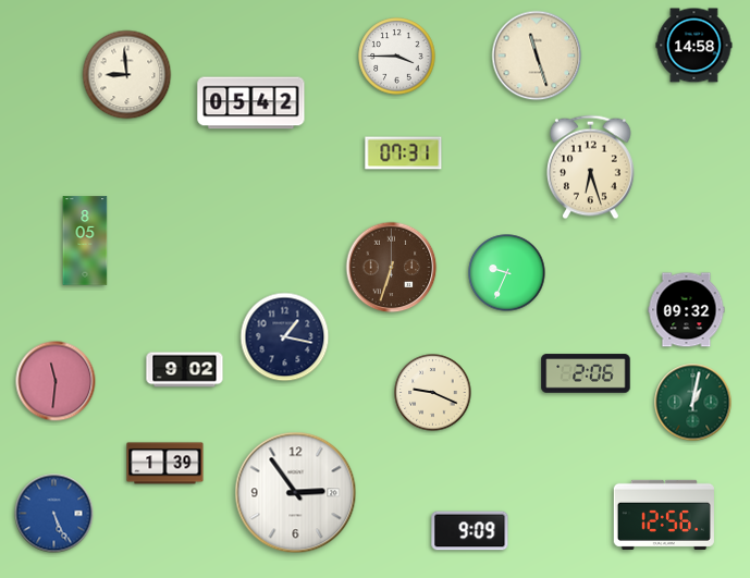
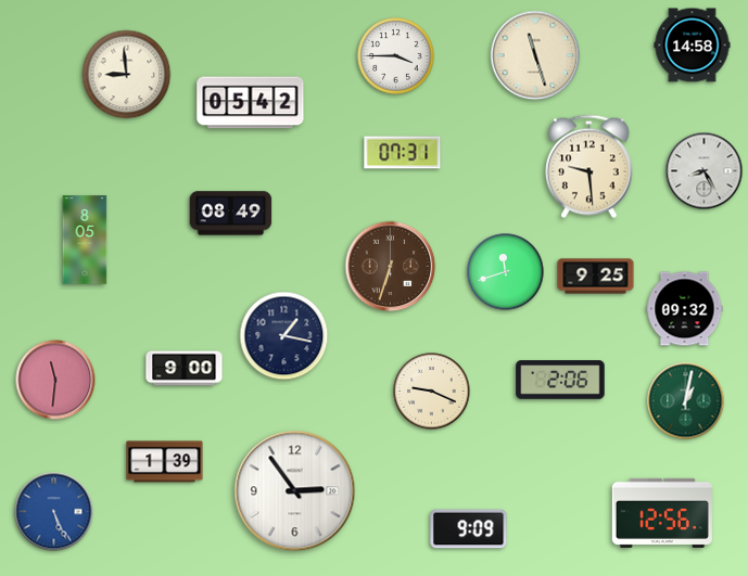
clock at (591, 168): 6:27 -> 9:29
clock at (705, 171): none -> 8:25
clock at (231, 214): none -> 08:49
clock at (507, 273): 9:34 -> 11:42
clock at (596, 277): none -> 9:25
clock at (185, 370): 9:02 -> 9:00
clock at (586, 373) position: (586, 373) -> (560, 380)
clock at (693, 403) position: (693, 403) -> (686, 401)
